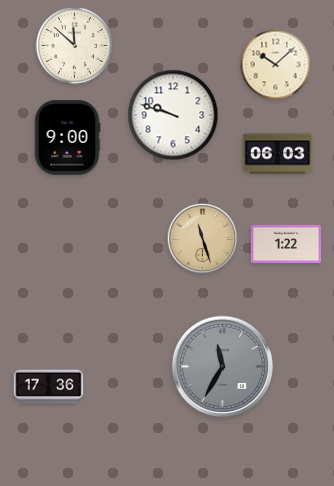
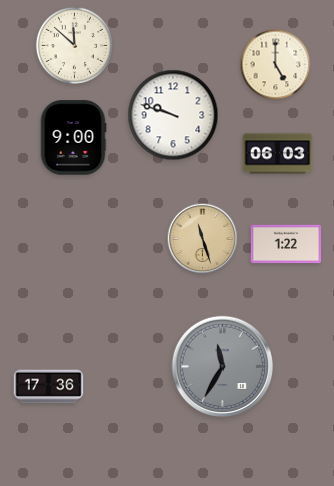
clock at (276, 65): 10:08 -> 5:00
clock at (67, 138) position: (67, 138) -> (73, 138)
